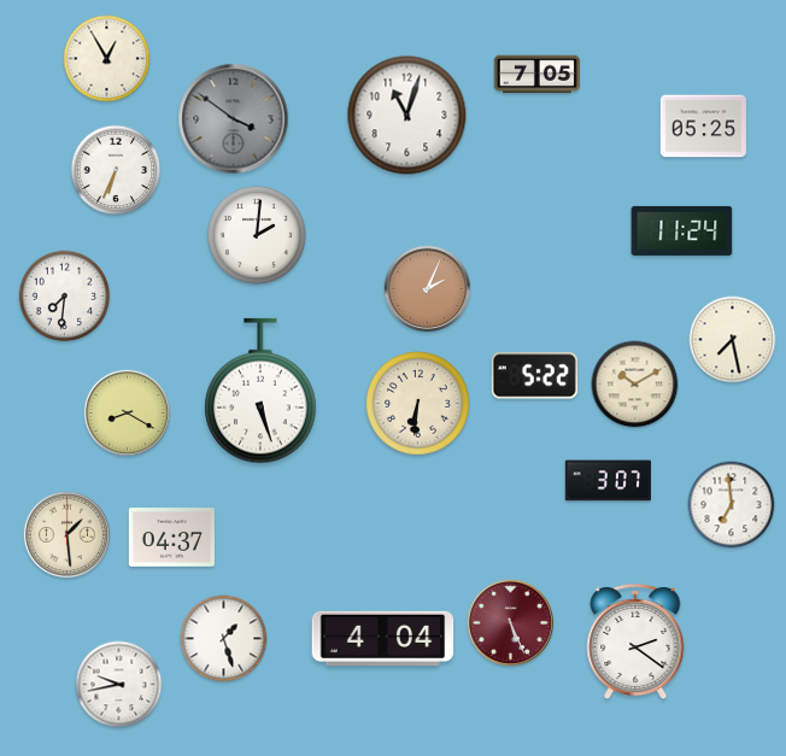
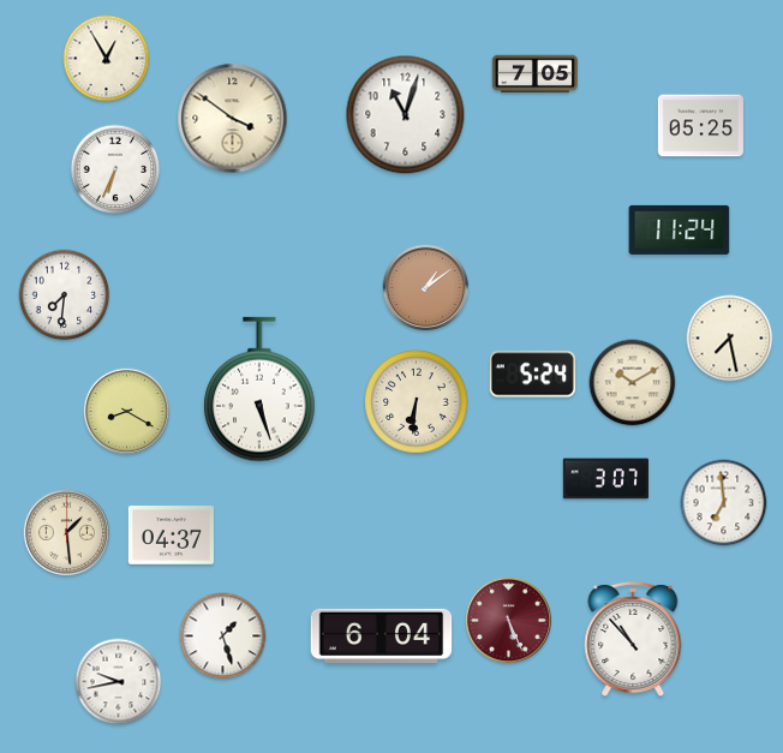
clock at (234, 119) dial: grey -> cream
clock at (257, 235): 2:01 -> none
clock at (427, 288): 2:04 -> 1:09
clock at (534, 376): 5:22 -> 5:24
clock at (732, 505) position: (732, 505) -> (724, 503)
clock at (383, 638): 4:04 -> 6:04
clock at (635, 641): 2:21 -> 10:53
